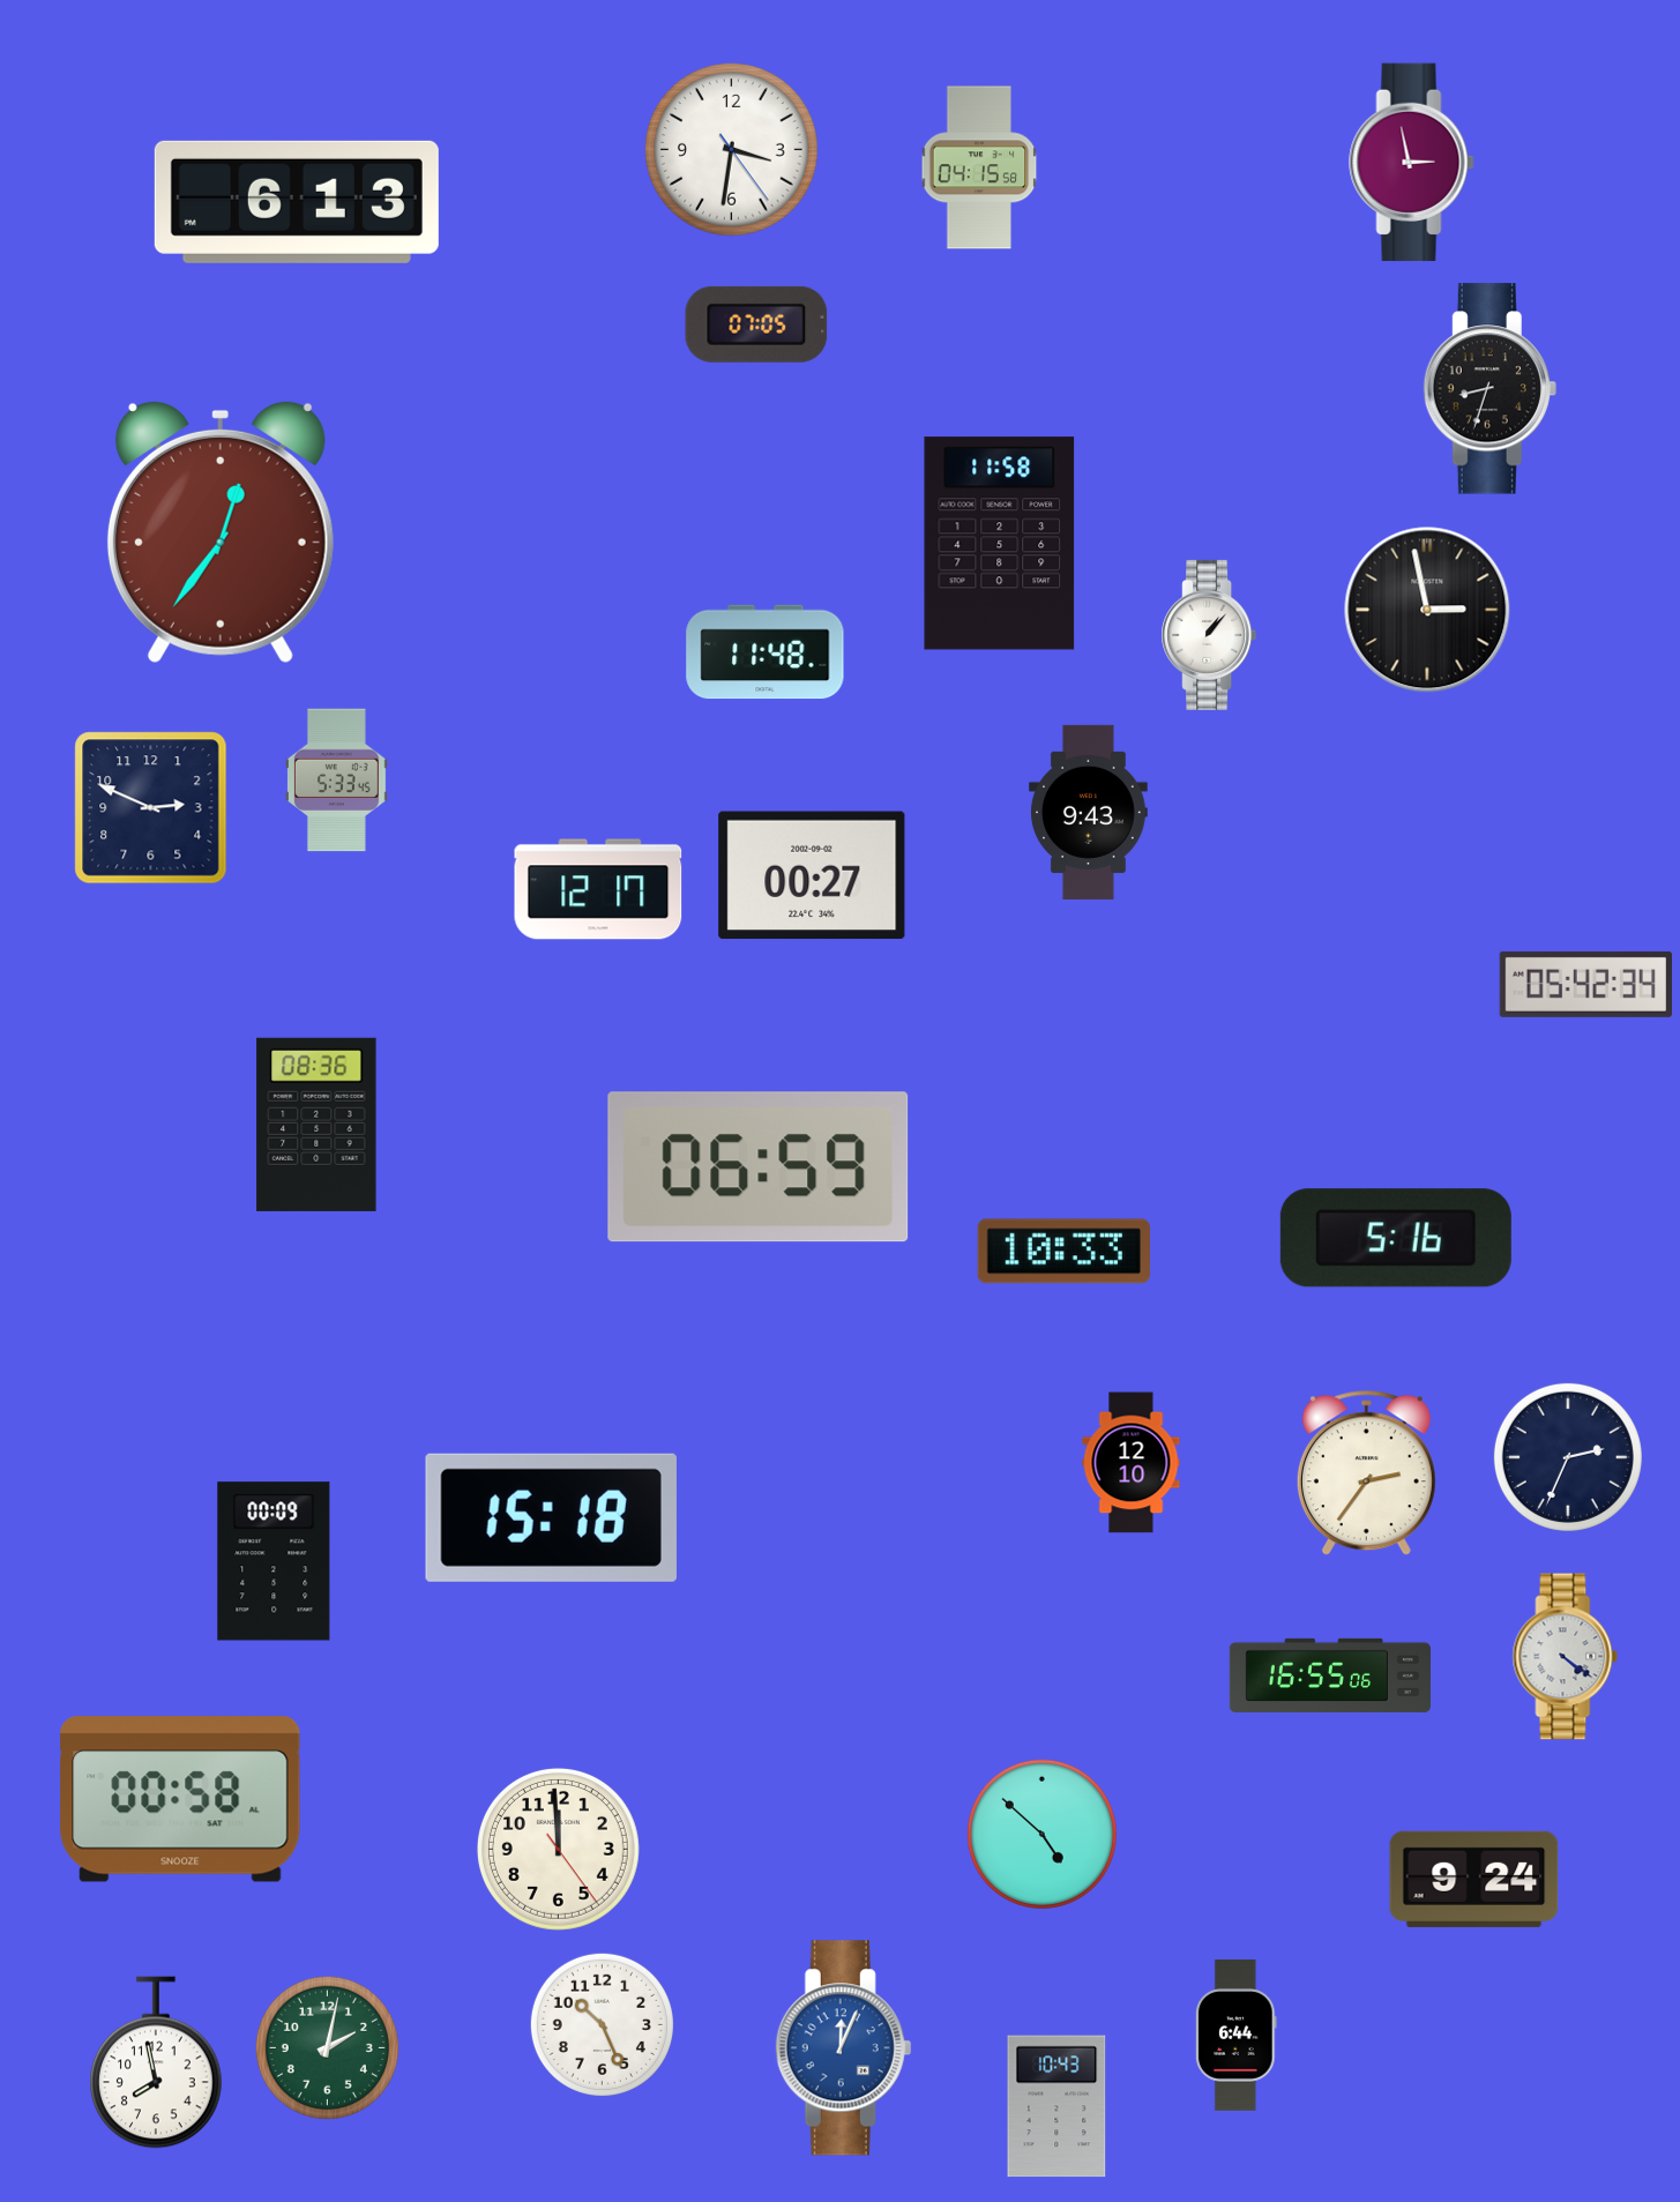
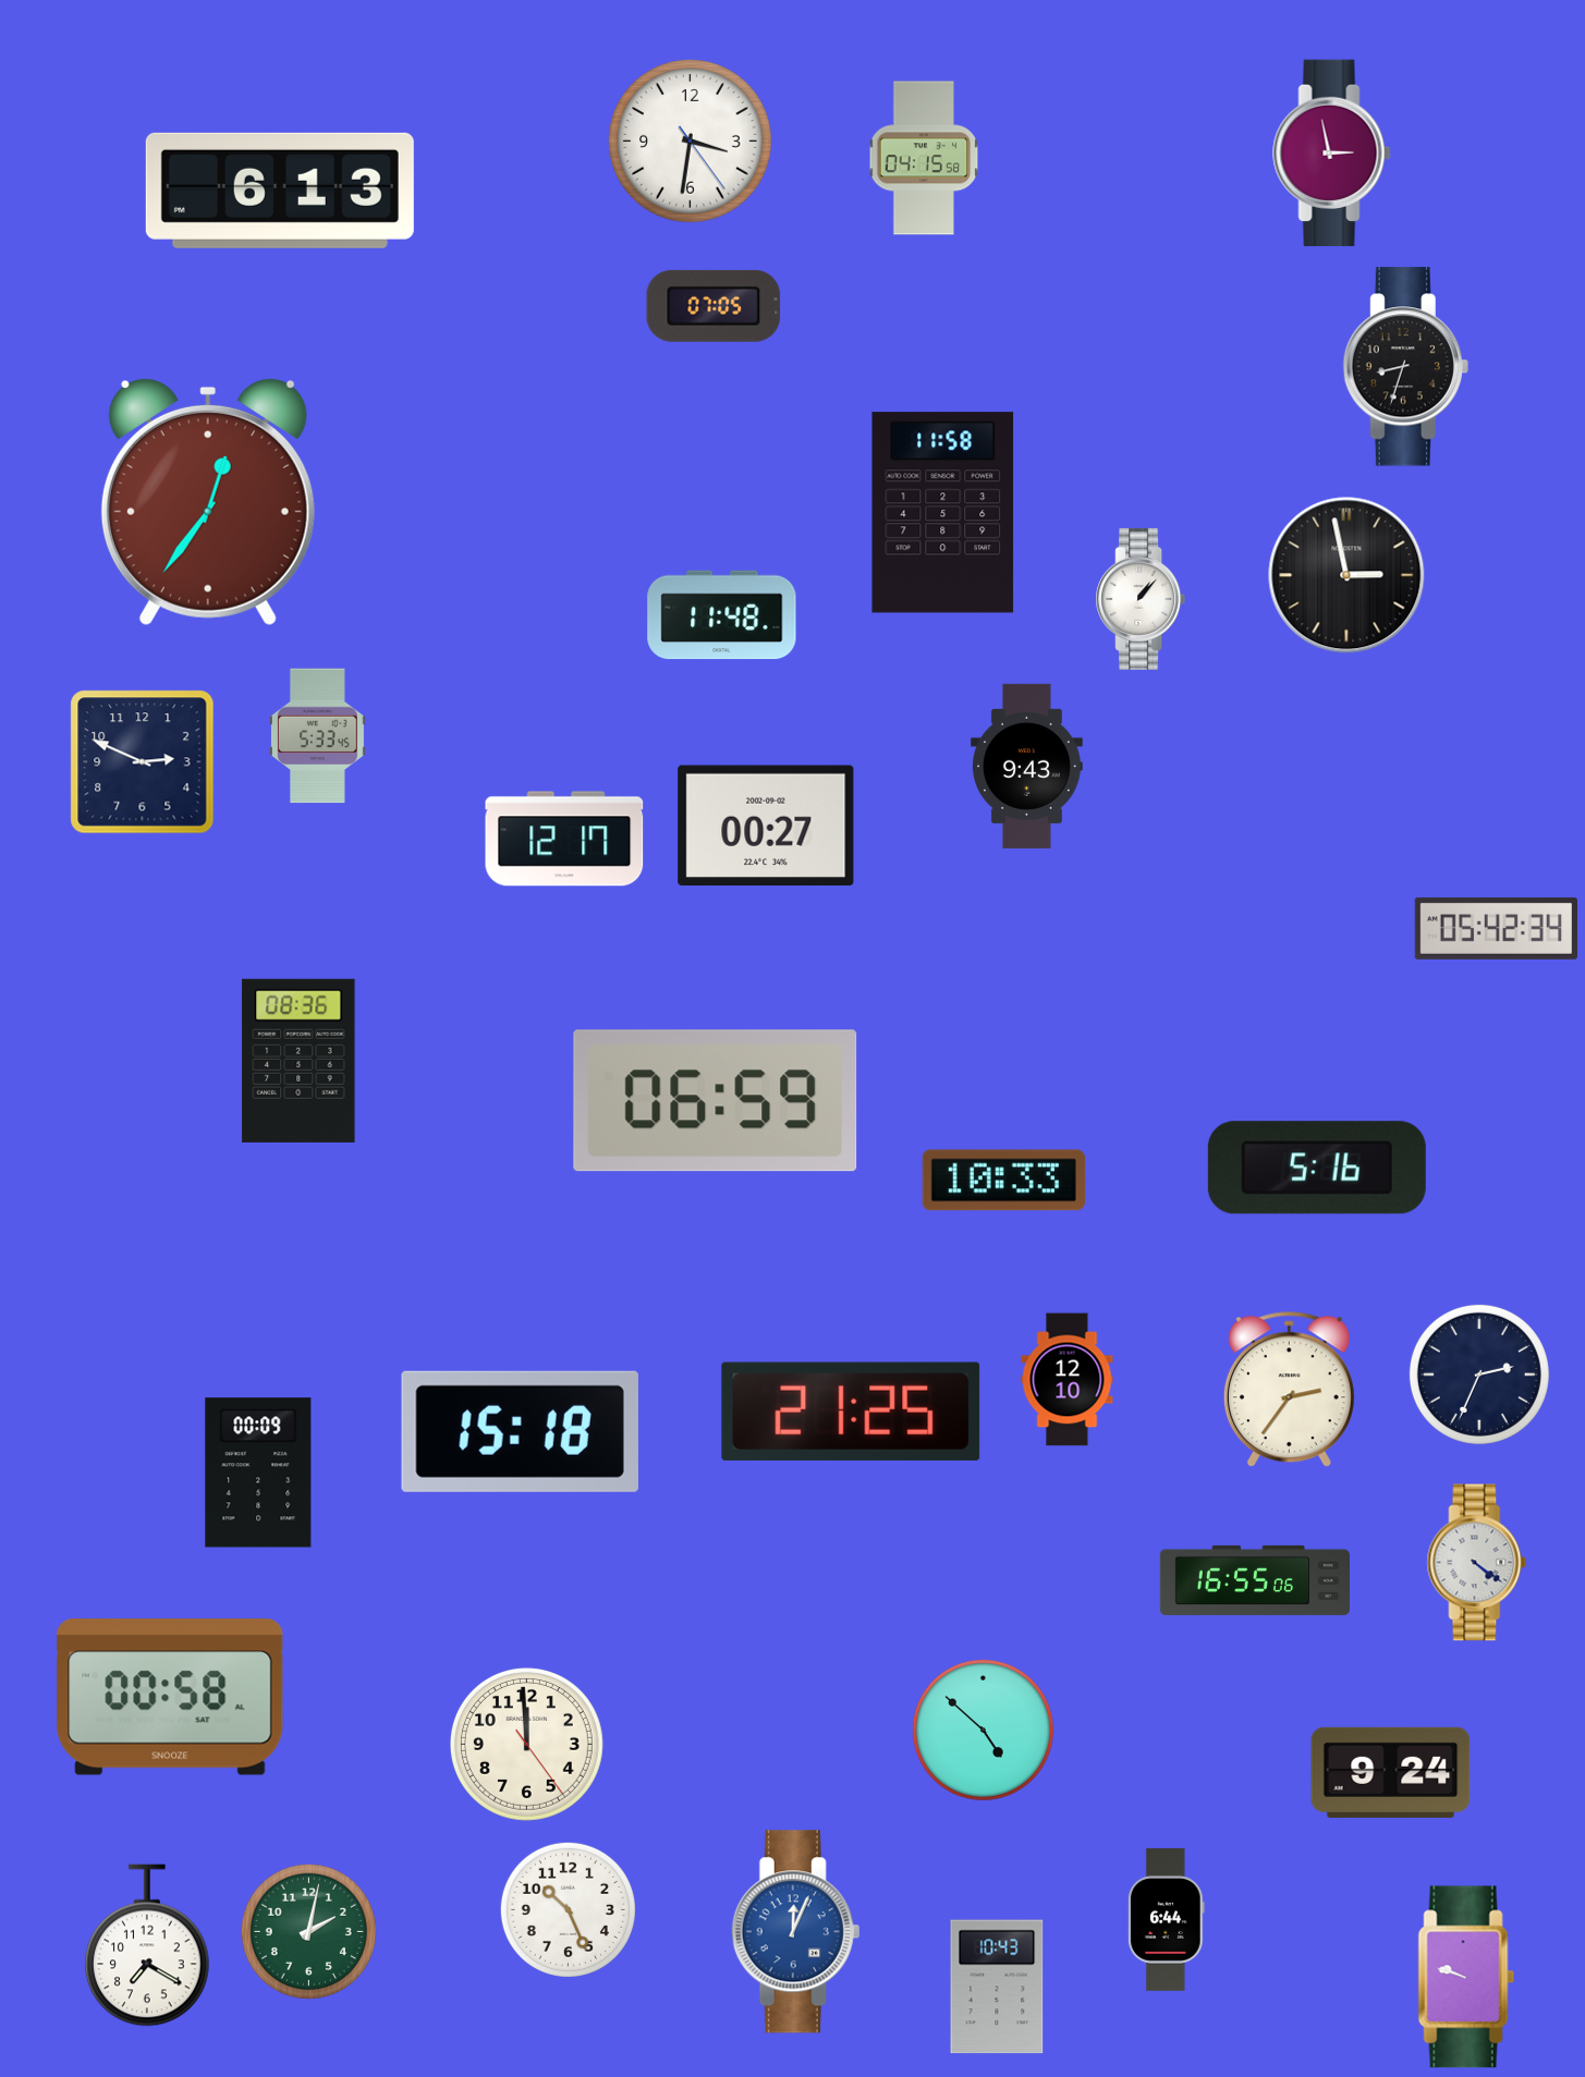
clock at (851, 1412): none -> 21:25
clock at (157, 2062): 7:58 -> 7:20
clock at (1466, 1977): none -> 9:48
